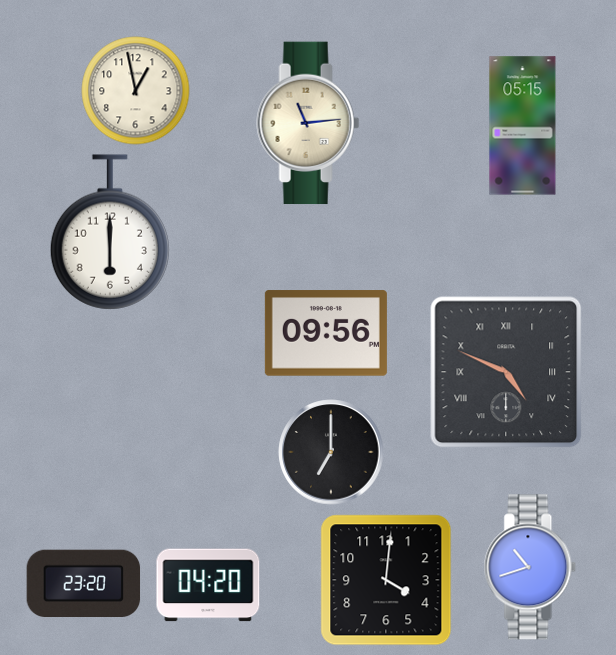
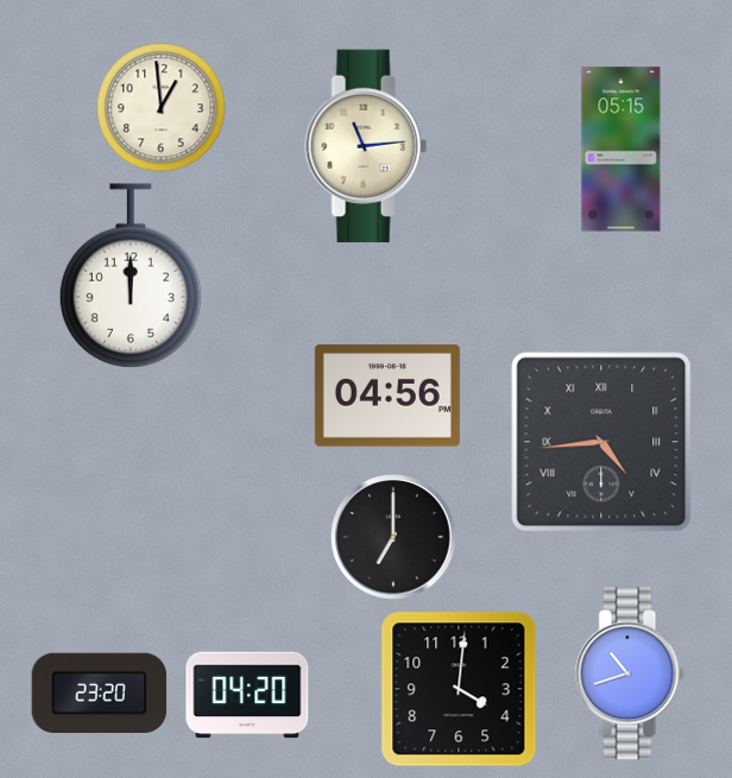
clock at (136, 91): 12:58 -> 12:59
clock at (110, 232): 6:00 -> 12:00
clock at (326, 333): 09:56 -> 04:56
clock at (506, 372): 4:49 -> 4:44
